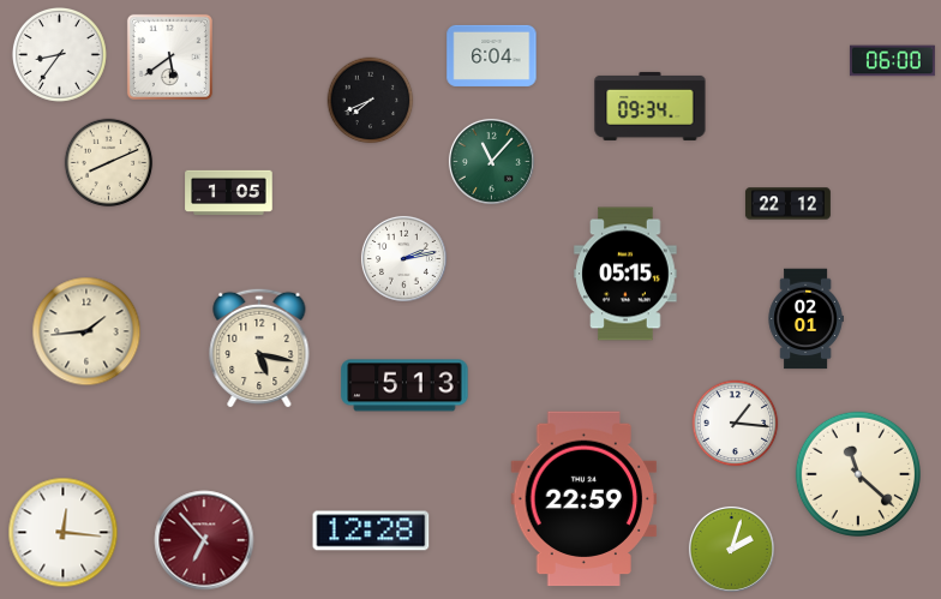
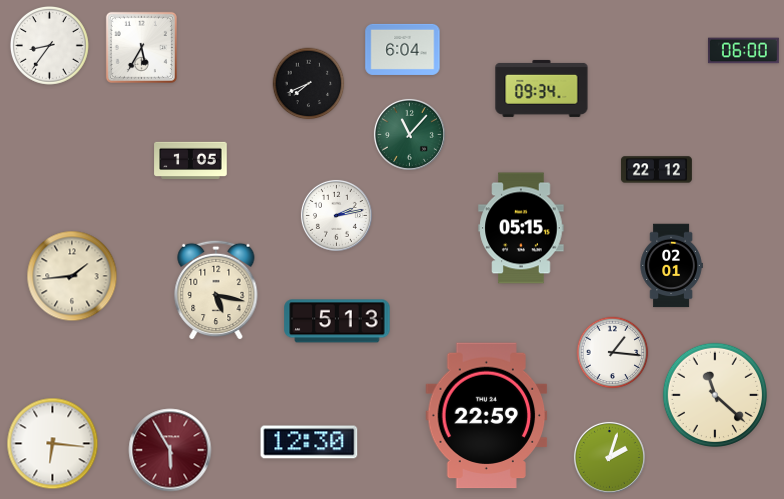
clock at (492, 55) position: (492, 55) -> (403, 49)
clock at (169, 56): 5:39 -> 5:35
clock at (109, 163): 8:11 -> none
clock at (371, 531): 12:28 -> 12:30
clock at (64, 533): 12:16 -> 6:16
clock at (204, 540): 6:53 -> 5:55
